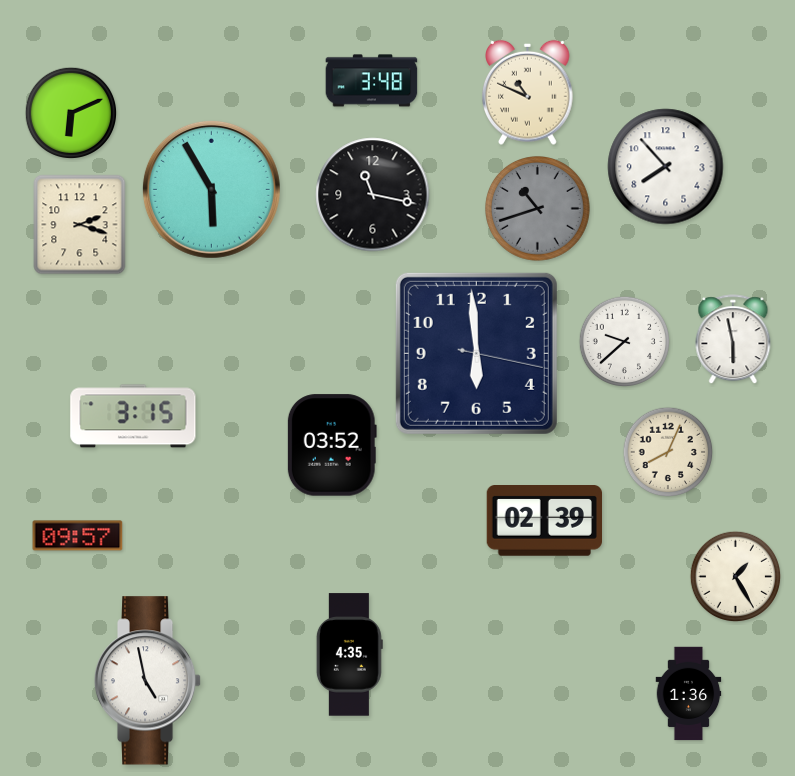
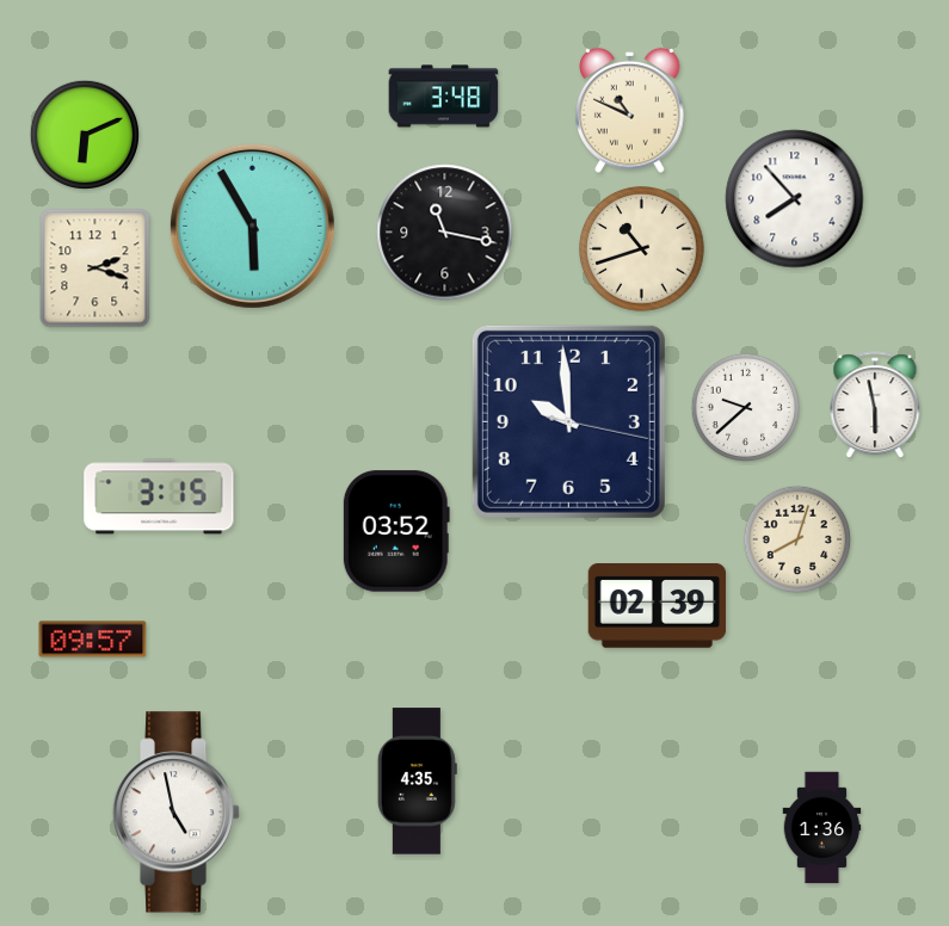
clock at (538, 209) dial: grey -> cream
clock at (476, 353): 5:59 -> 9:59
clock at (668, 452): 8:04 -> 8:03
clock at (544, 521) position: (544, 521) -> (657, 606)
clock at (736, 577): 1:25 -> none
